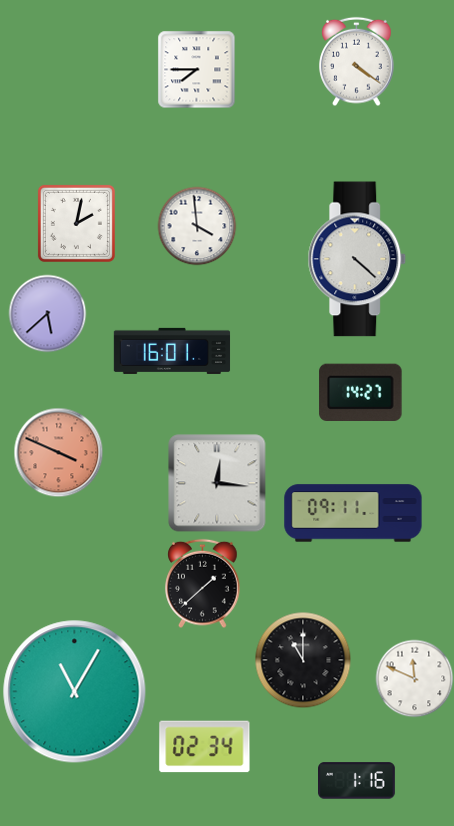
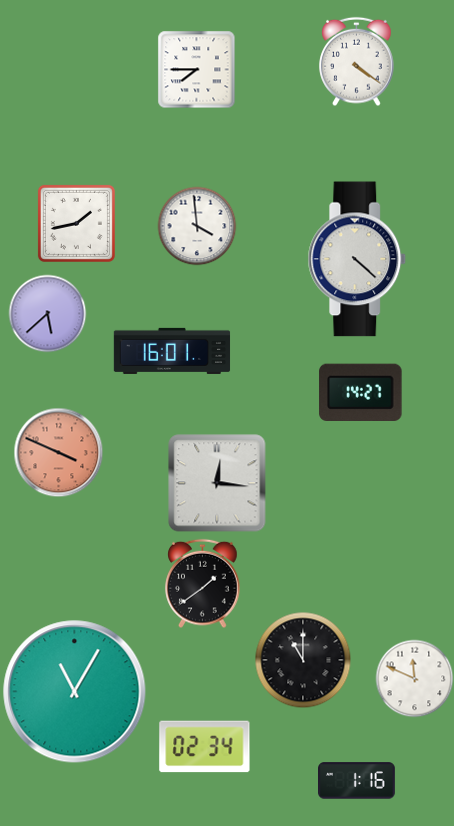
clock at (76, 223): 2:02 -> 1:43
clock at (353, 513): 09:11 -> none
clock at (203, 583): 1:38 -> 1:39
